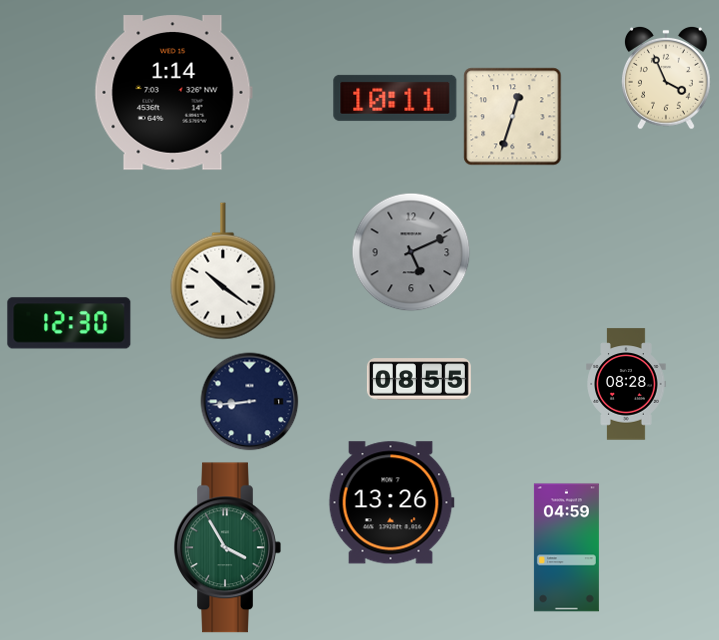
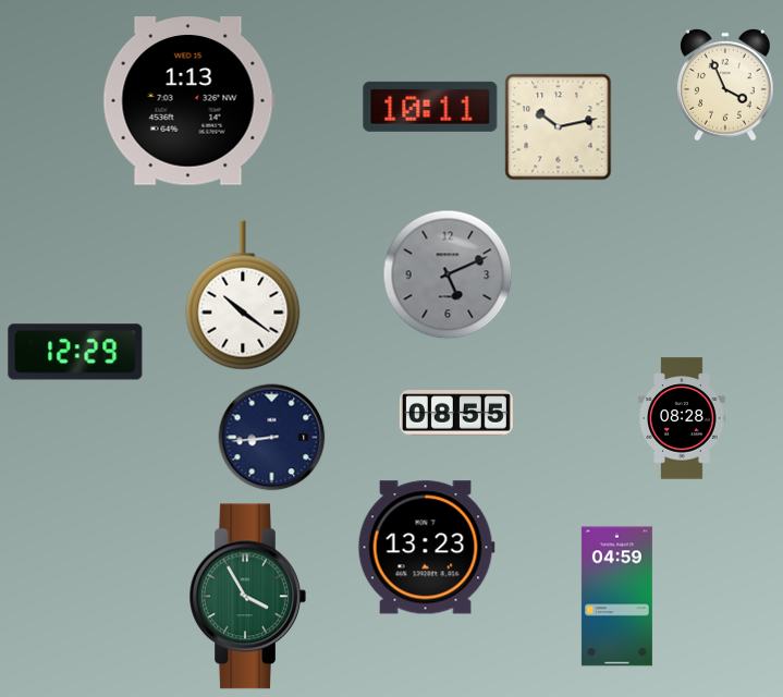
clock at (173, 93): 1:14 -> 1:13
clock at (513, 117): 12:33 -> 10:13
clock at (69, 323): 12:30 -> 12:29
clock at (391, 503): 13:26 -> 13:23
